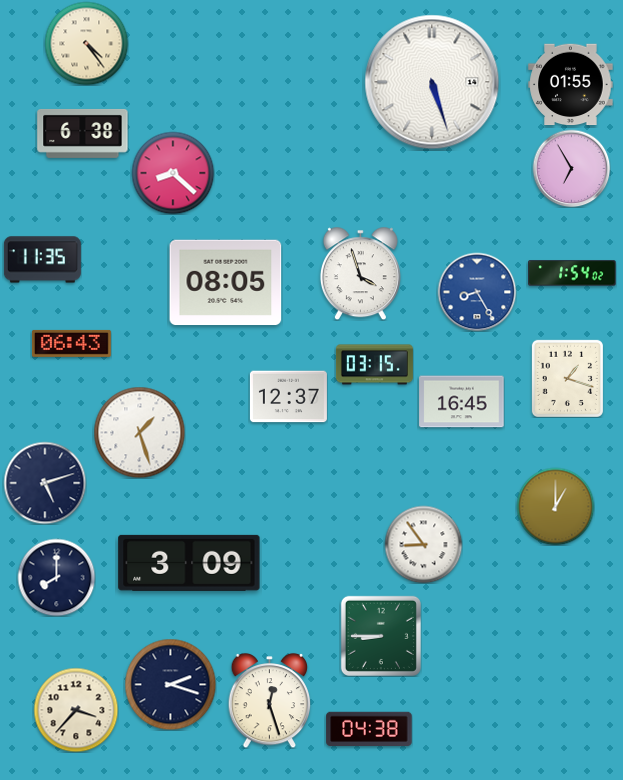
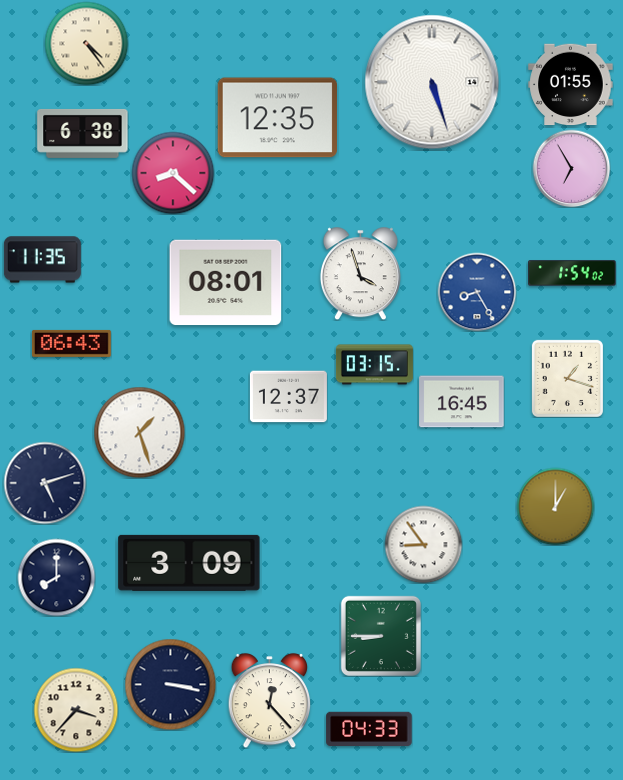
clock at (277, 118): none -> 12:35
clock at (226, 283): 08:05 -> 08:01
clock at (170, 684): 2:18 -> 3:17
clock at (270, 700): 12:27 -> 12:23
clock at (369, 728): 04:38 -> 04:33
